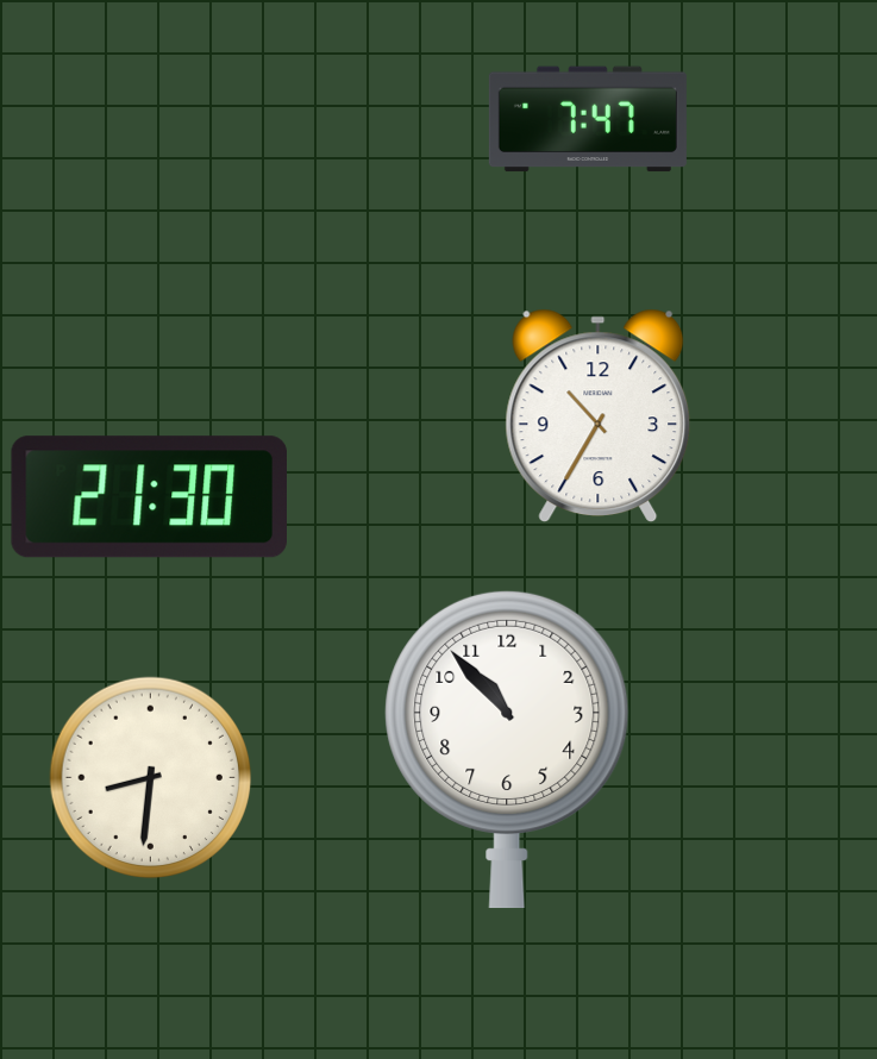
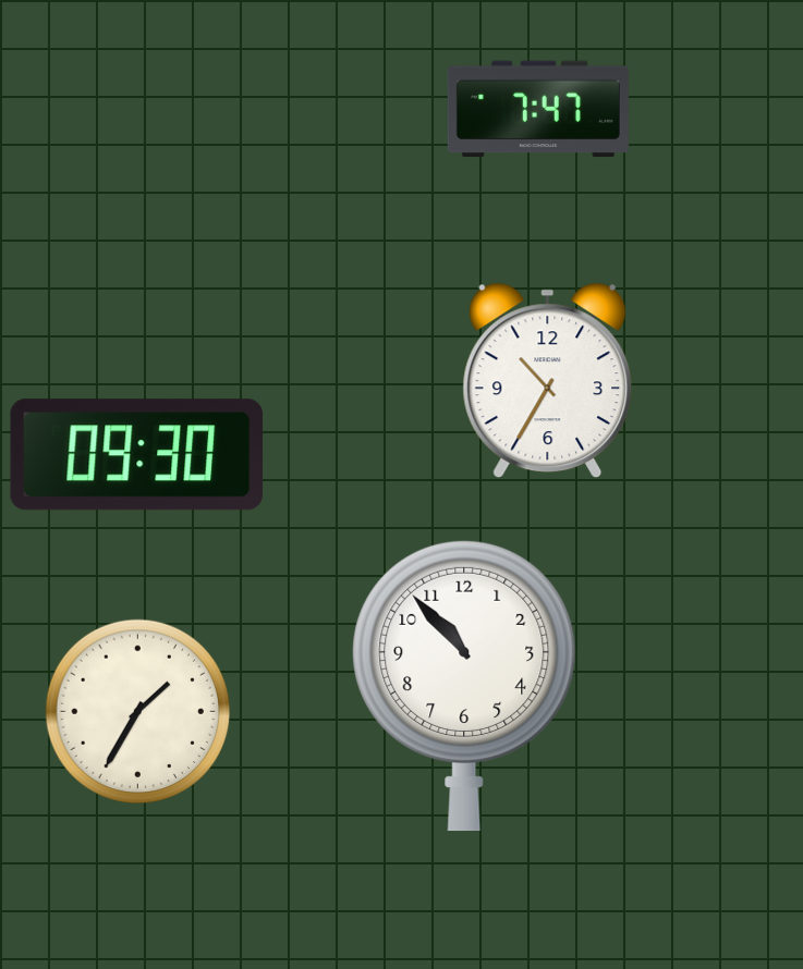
clock at (149, 497): 21:30 -> 09:30
clock at (151, 778): 8:31 -> 1:35
